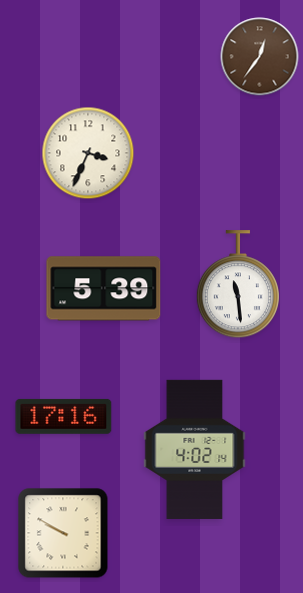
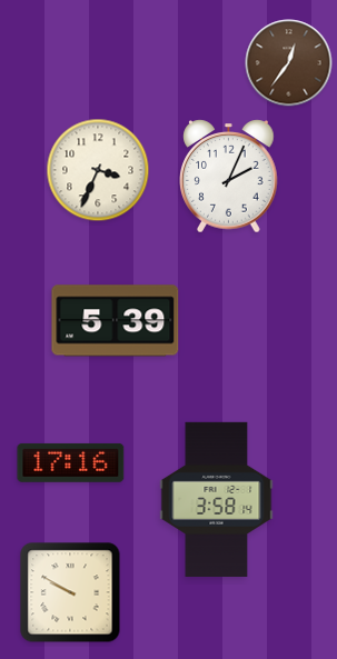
clock at (229, 177): none -> 2:04
clock at (238, 285): 11:29 -> none
clock at (195, 449): 4:02 -> 3:58
